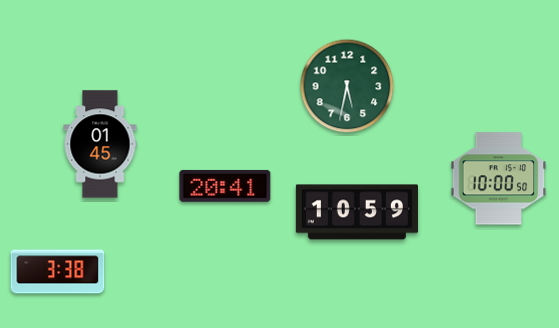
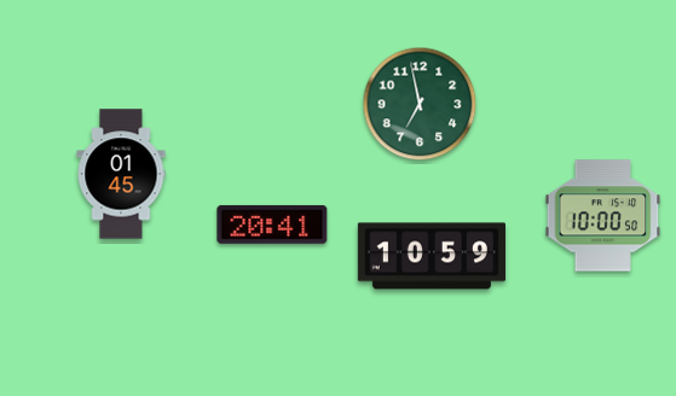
clock at (347, 86): 5:32 -> 6:58
clock at (58, 272): 3:38 -> none
